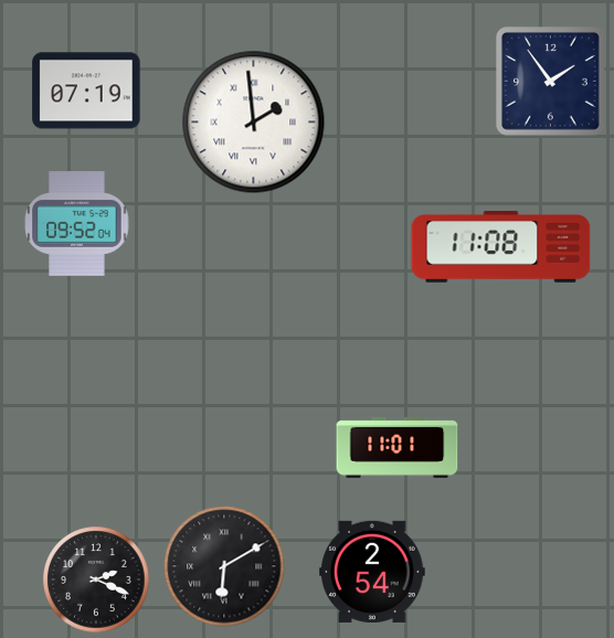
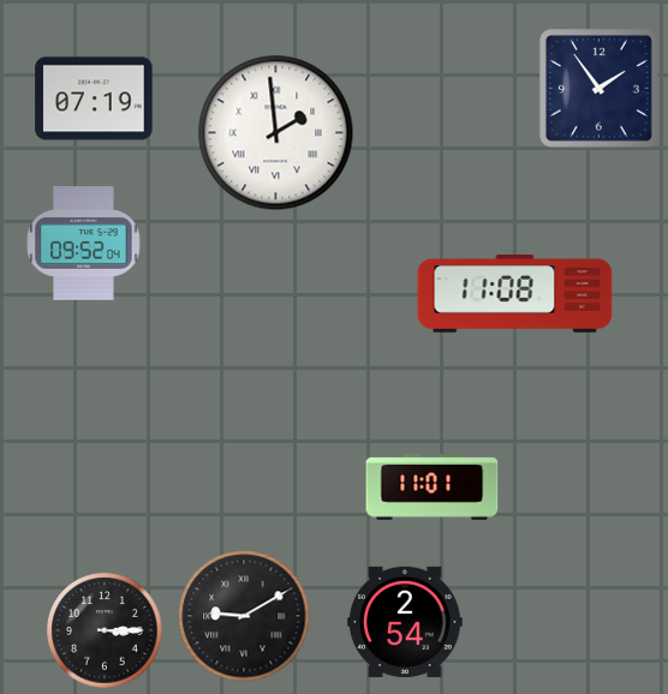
clock at (501, 247) position: (501, 247) -> (515, 294)
clock at (224, 566): 6:10 -> 9:10
clock at (96, 579): 2:19 -> 3:15
